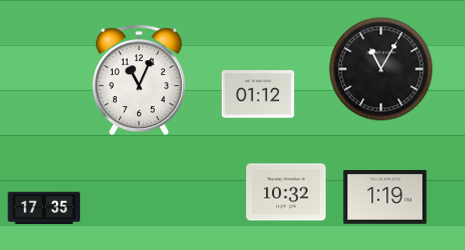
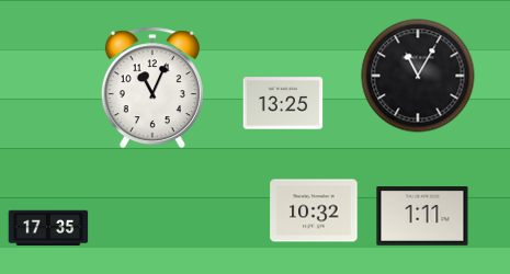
clock at (258, 94): 01:12 -> 13:25
clock at (385, 198): 1:19 -> 1:11
